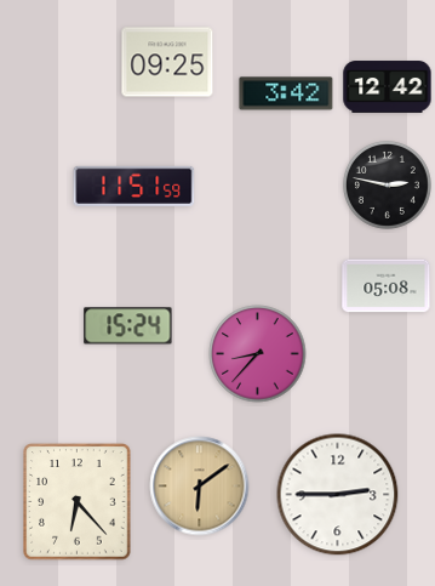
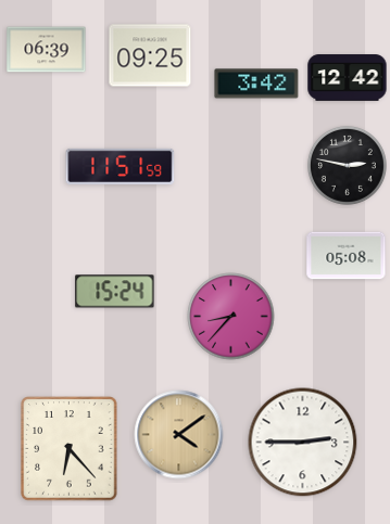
clock at (47, 50): none -> 06:39
clock at (200, 487): 6:09 -> 4:09
